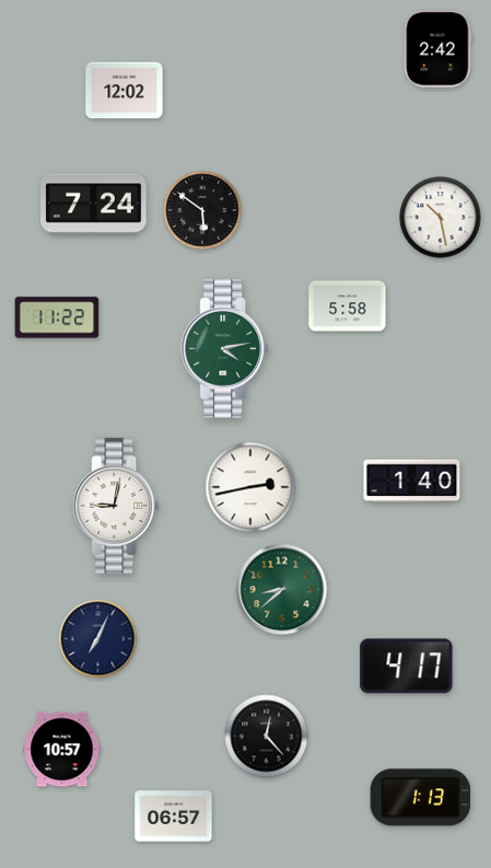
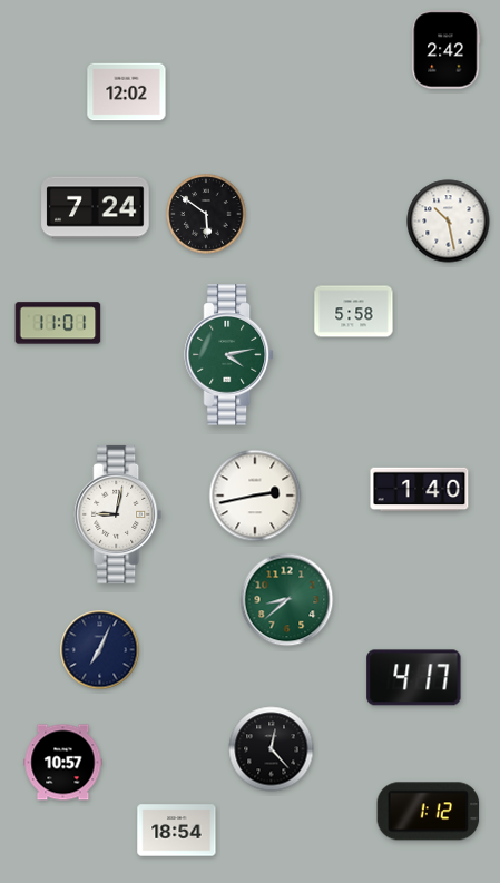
clock at (57, 317): 11:22 -> 11:01
clock at (421, 798): 1:13 -> 1:12
clock at (174, 817): 06:57 -> 18:54
